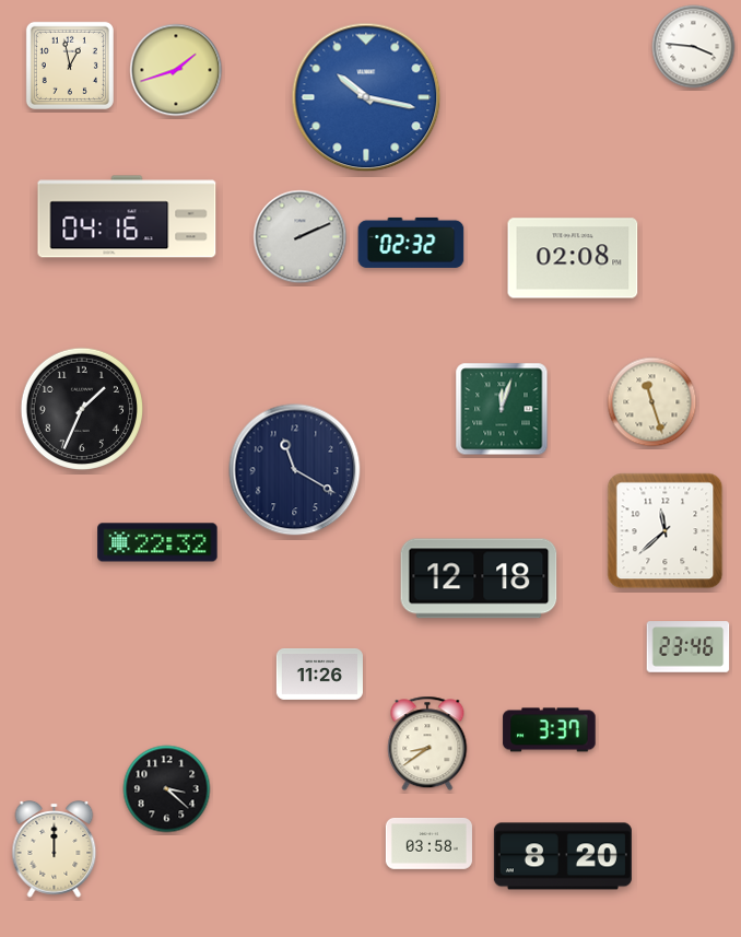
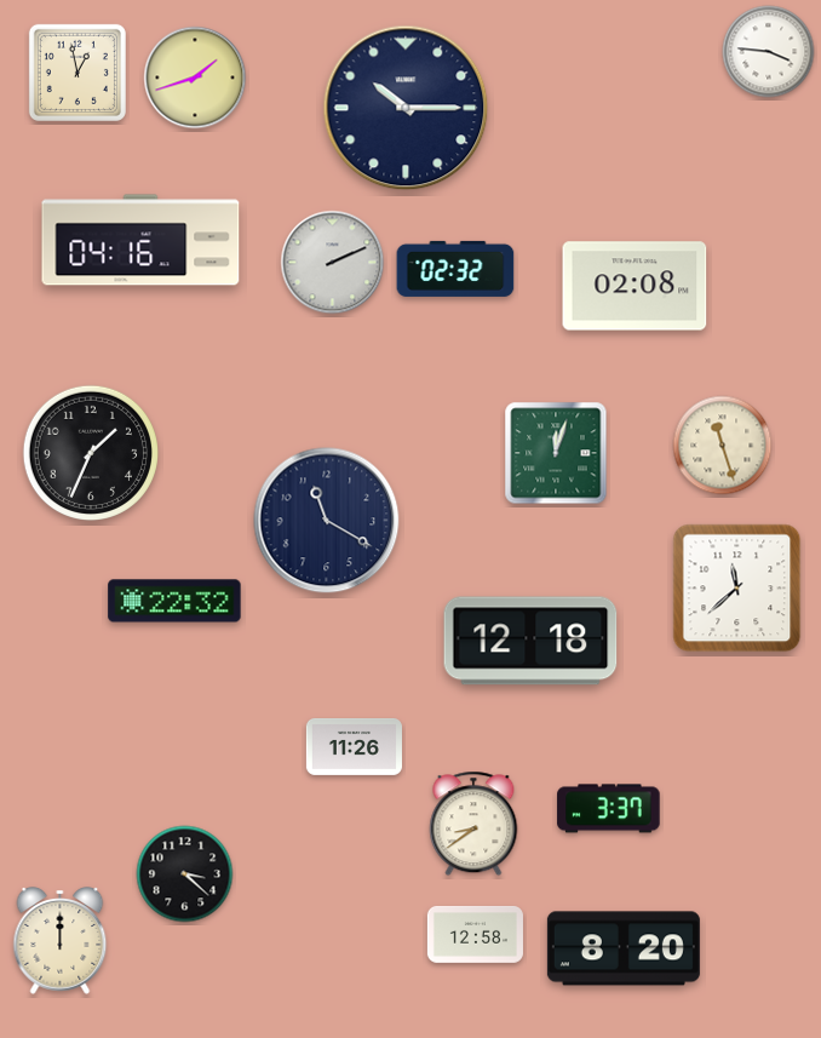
clock at (366, 97): 10:17 -> 10:15
clock at (366, 97) dial: blue -> navy
clock at (689, 647): 23:46 -> none
clock at (428, 843): 03:58 -> 12:58
